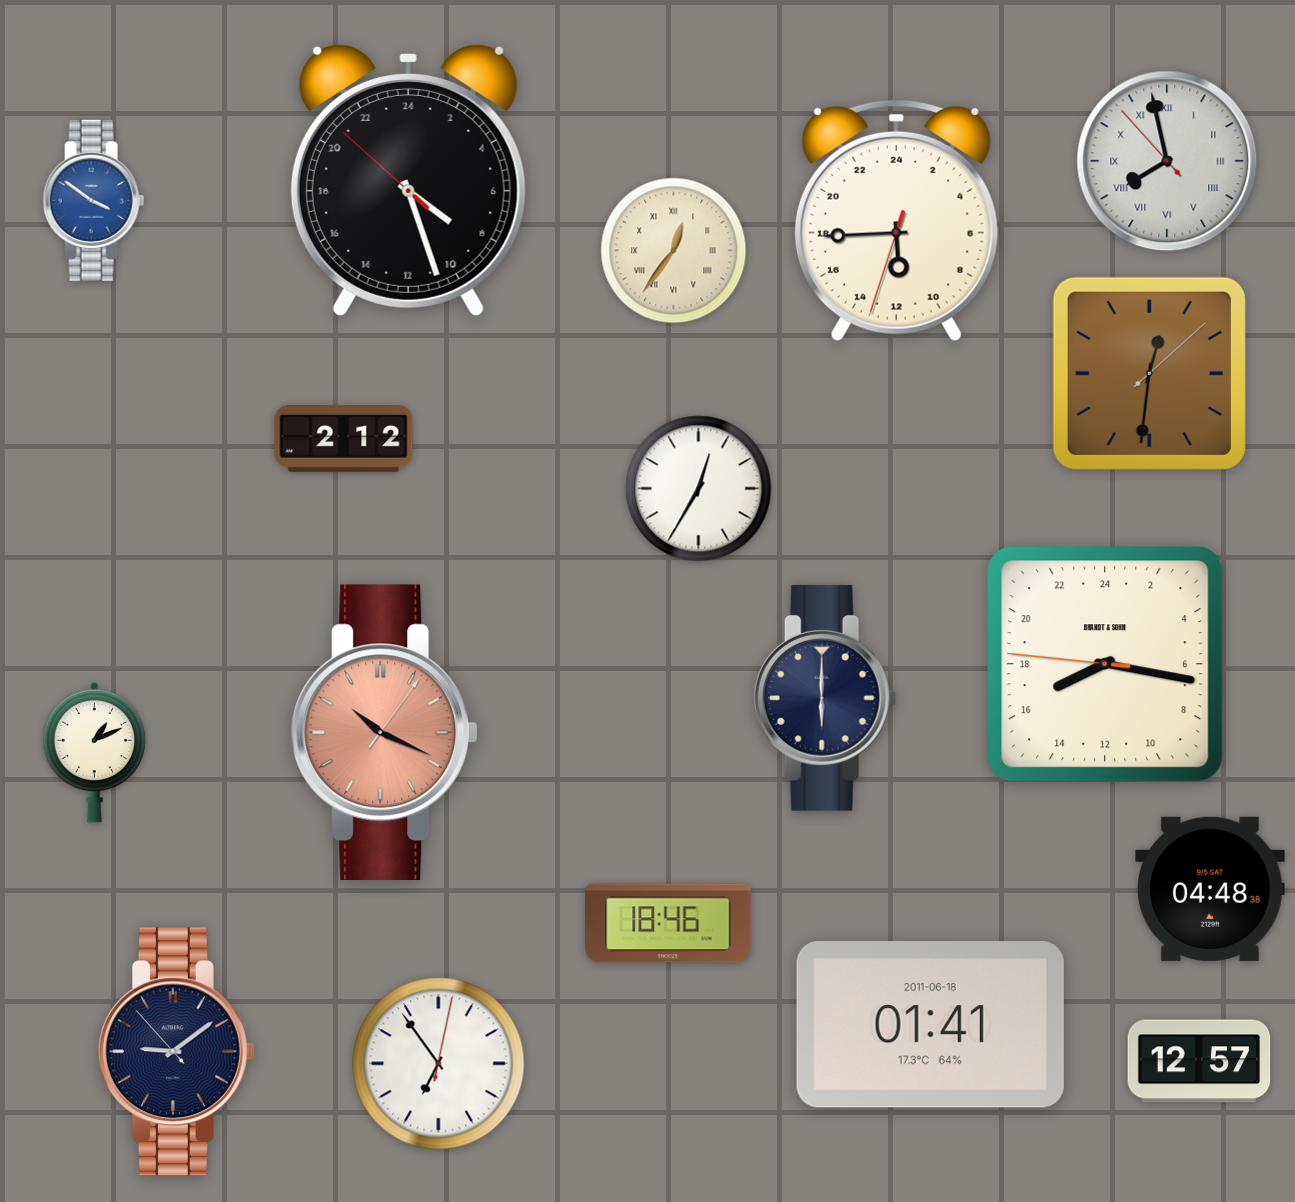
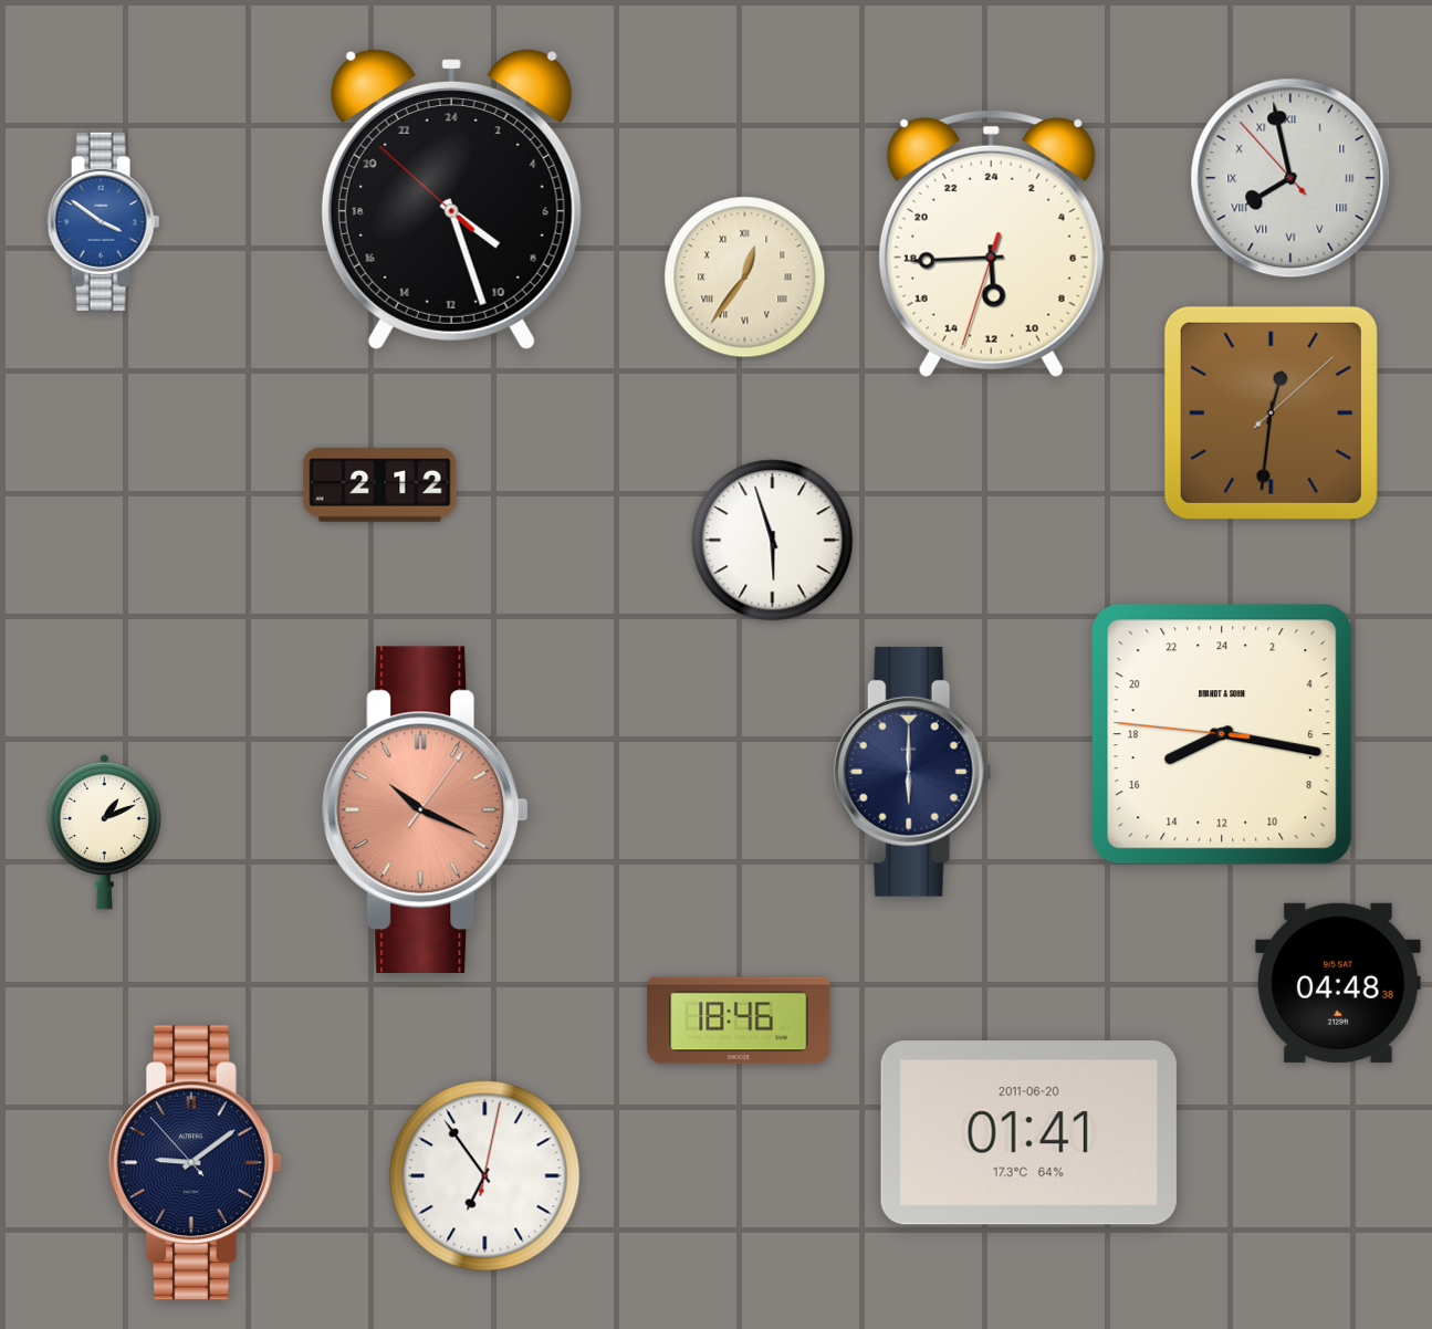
clock at (699, 489): 12:35 -> 5:57
clock at (930, 1025) date: 2011-06-18 -> 2011-06-20
clock at (1199, 1061): 12:57 -> none
